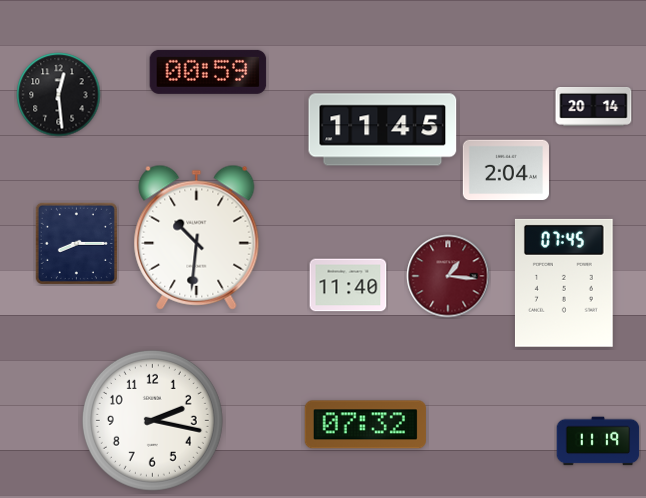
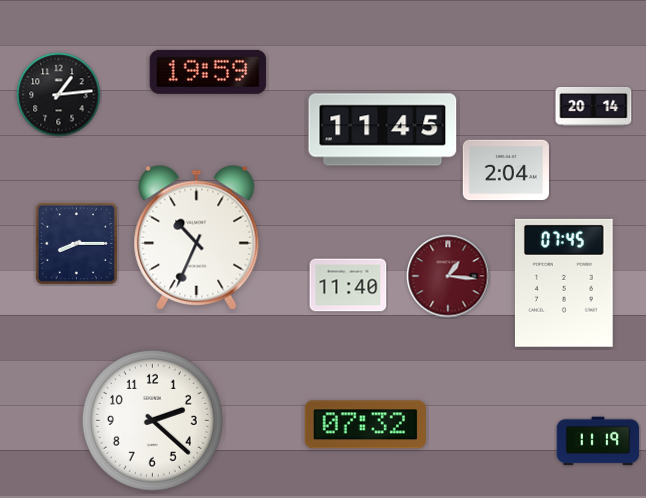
clock at (208, 72): 00:59 -> 19:59
clock at (59, 95): 12:29 -> 1:14
clock at (197, 237): 10:31 -> 10:34
clock at (152, 420): 2:17 -> 2:22
